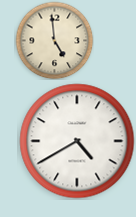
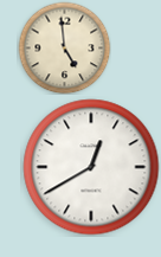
clock at (77, 141): 4:40 -> 12:40
